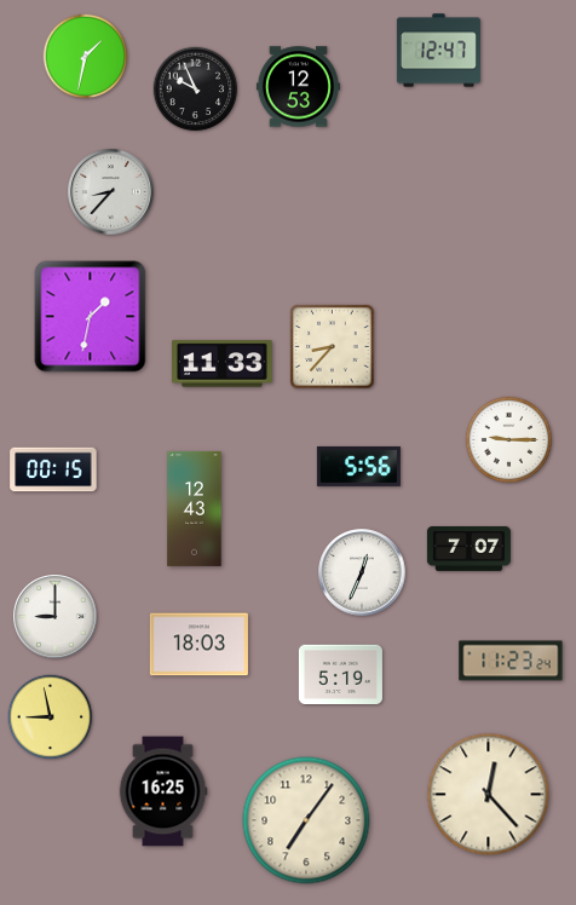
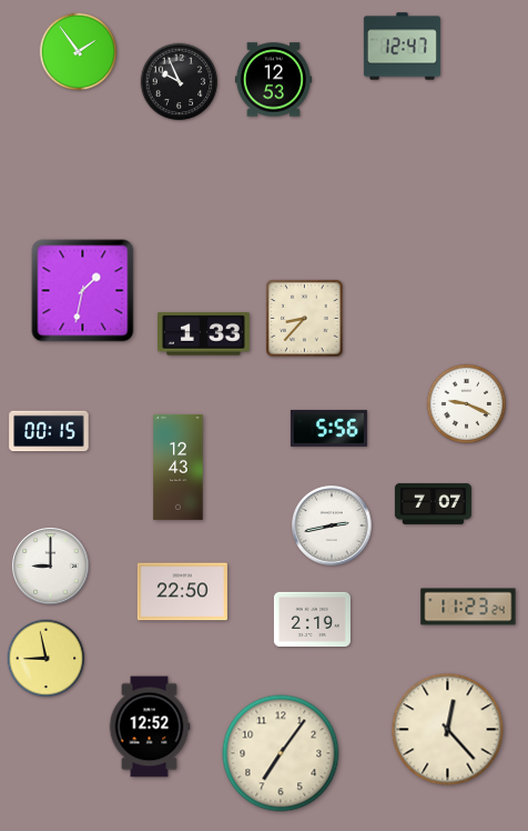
clock at (86, 57): 1:32 -> 1:54
clock at (111, 192): 8:37 -> none
clock at (223, 364): 11:33 -> 1:33
clock at (508, 439): 9:15 -> 9:19
clock at (468, 548) position: (468, 548) -> (433, 503)
clock at (362, 572): 12:34 -> 2:43
clock at (198, 645): 18:03 -> 22:50
clock at (340, 674): 5:19 -> 2:19
clock at (163, 791): 16:25 -> 12:52
